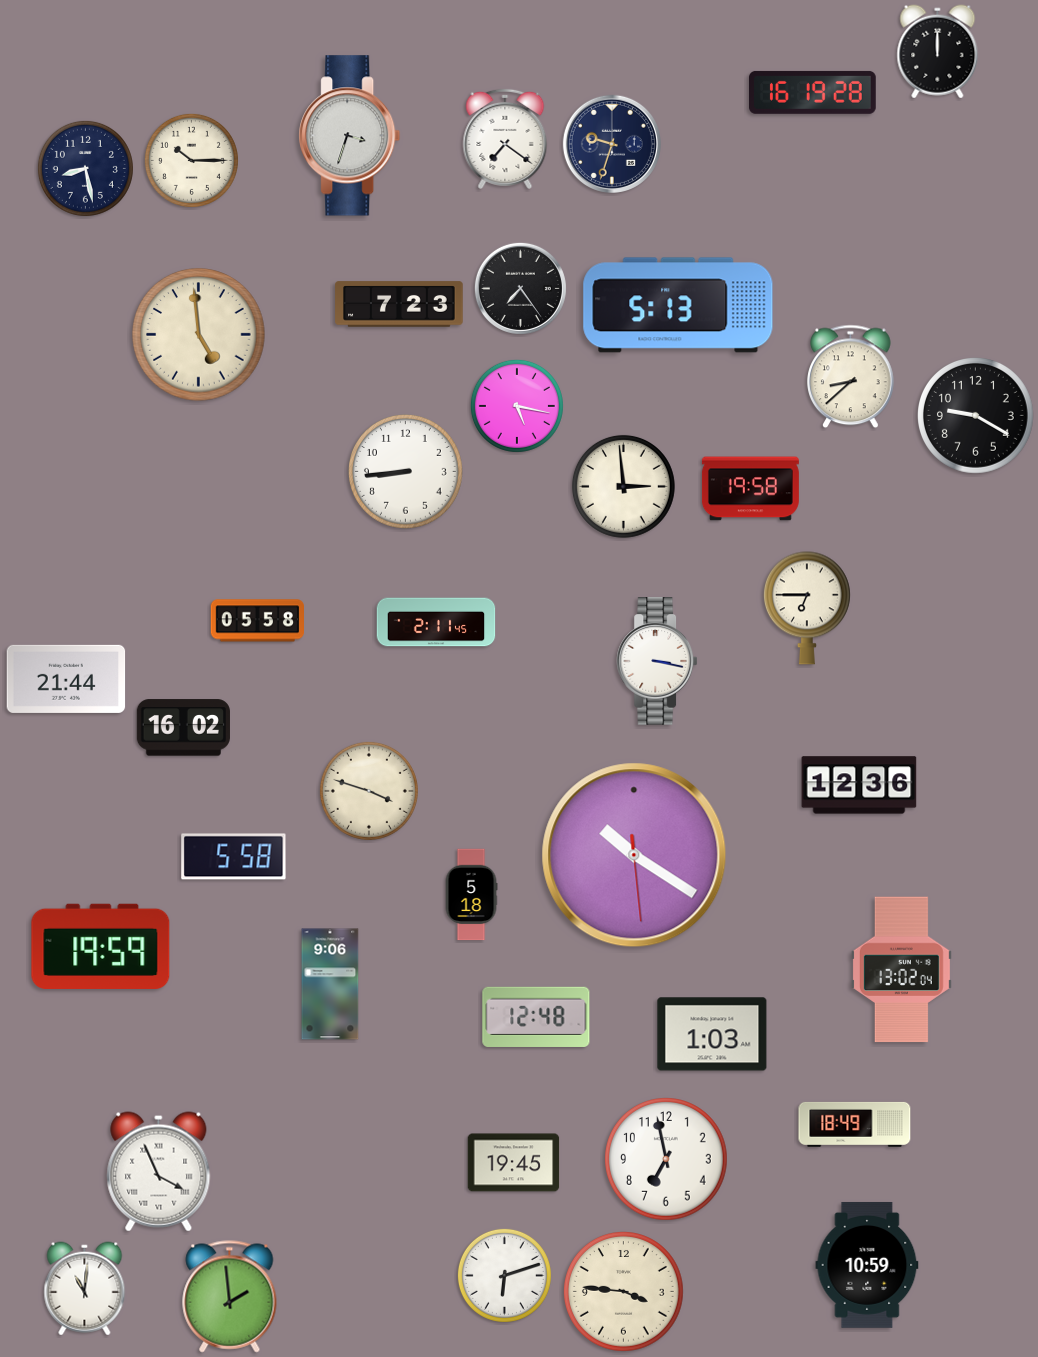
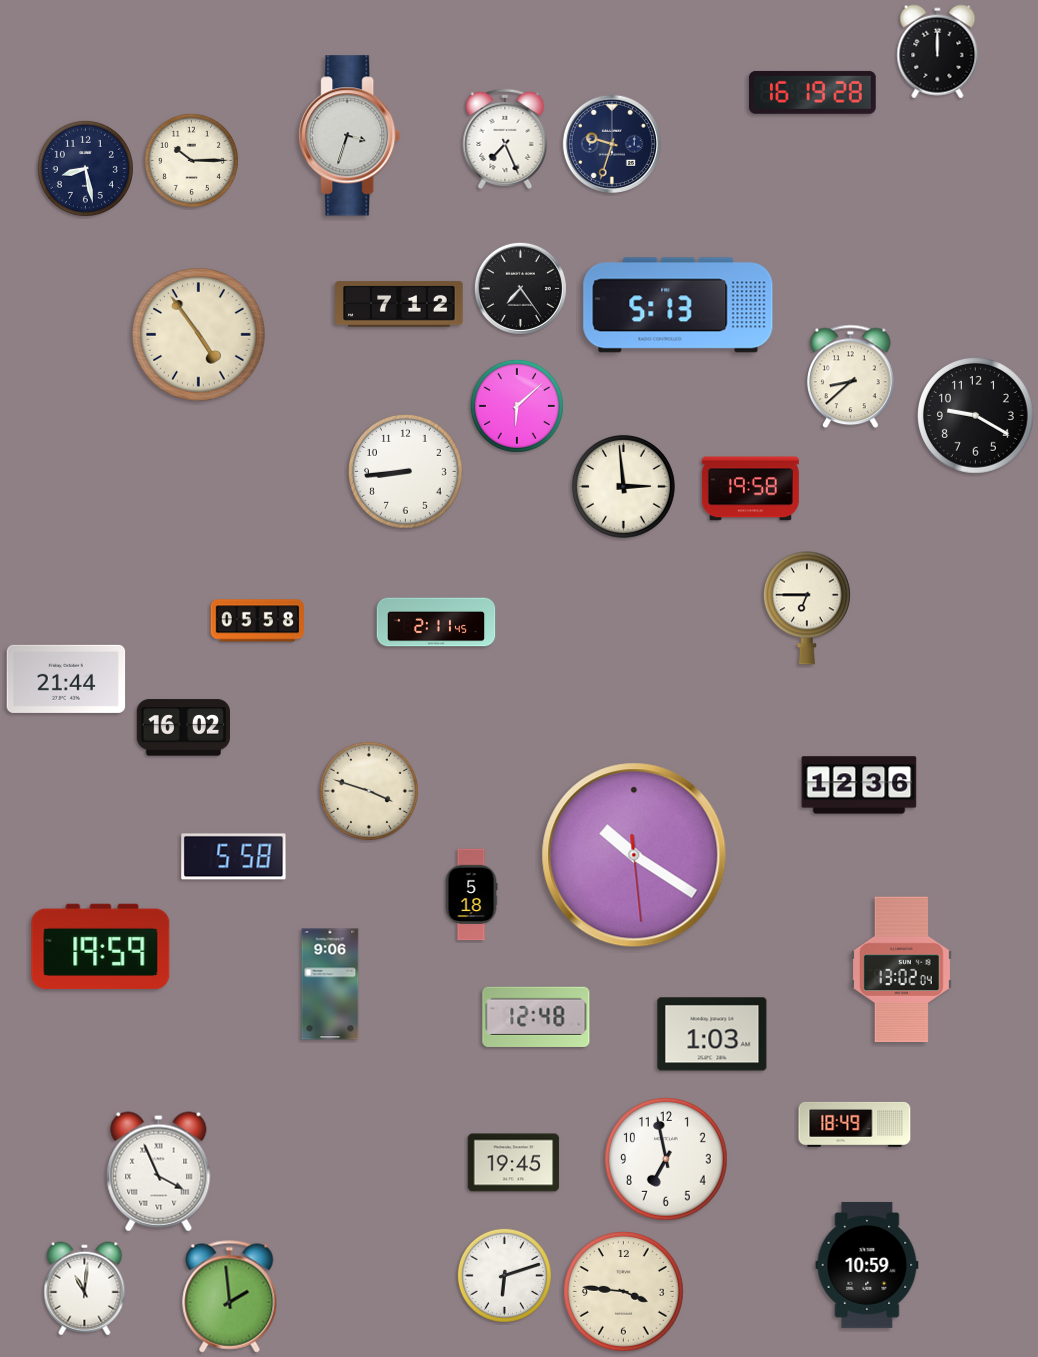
clock at (505, 139): 7:21 -> 7:26
clock at (399, 304): 7:23 -> 7:12
clock at (199, 335): 4:59 -> 4:54
clock at (517, 406): 5:17 -> 6:08
clock at (657, 661): 3:17 -> none
